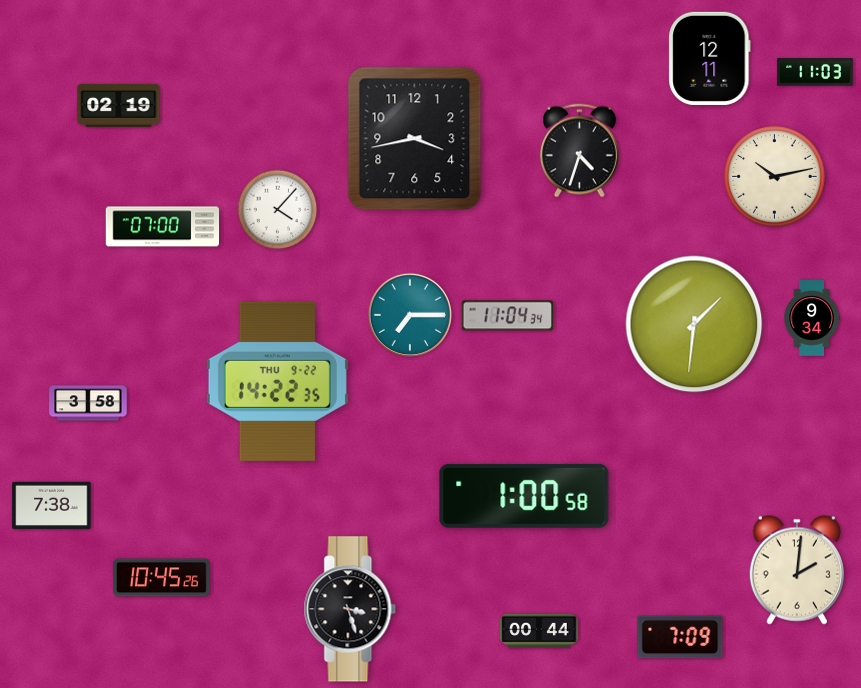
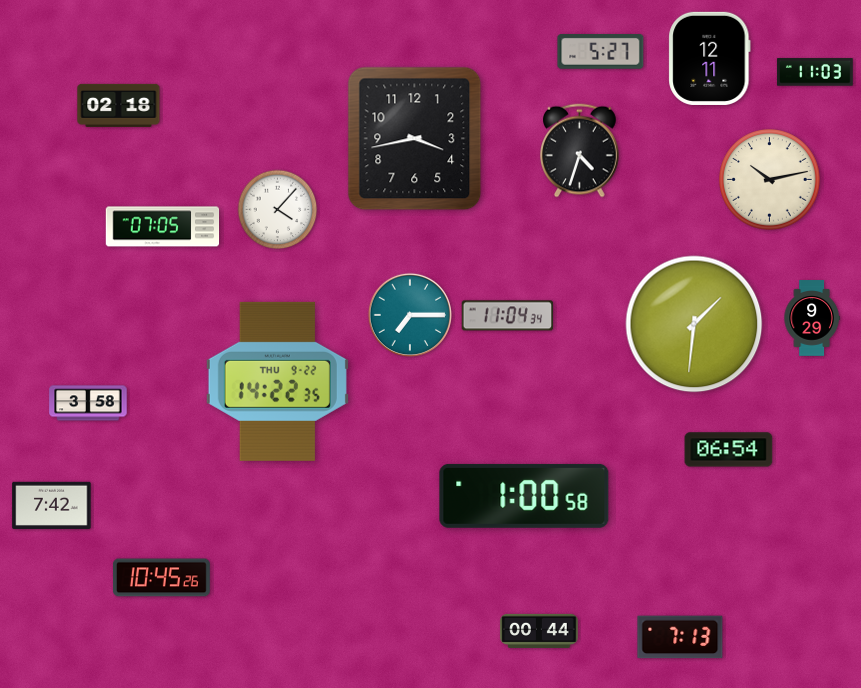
clock at (601, 52): none -> 5:27
clock at (119, 105): 02:19 -> 02:18
clock at (775, 177) position: (775, 177) -> (770, 180)
clock at (163, 227): 07:00 -> 07:05
clock at (812, 318): 9:34 -> 9:29
clock at (729, 450): none -> 06:54
clock at (52, 505): 7:38 -> 7:42
clock at (797, 570): 2:01 -> none
clock at (350, 609): 3:27 -> none
clock at (680, 637): 7:09 -> 7:13
